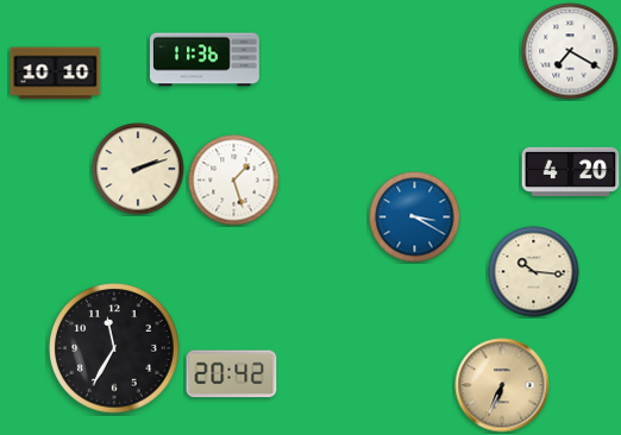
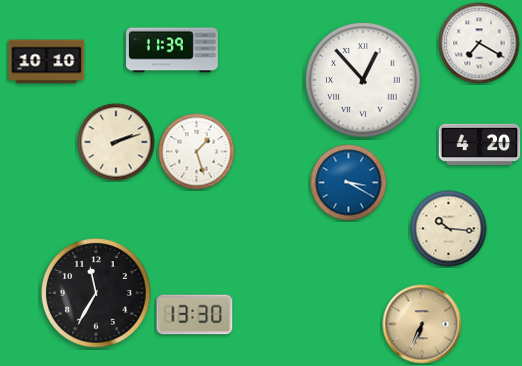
clock at (206, 59): 11:36 -> 11:39
clock at (363, 80): none -> 12:53
clock at (232, 374): 20:42 -> 13:30
